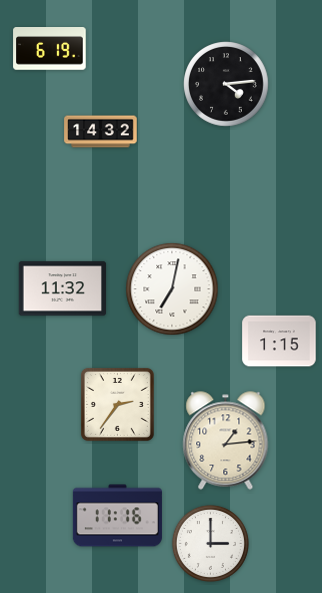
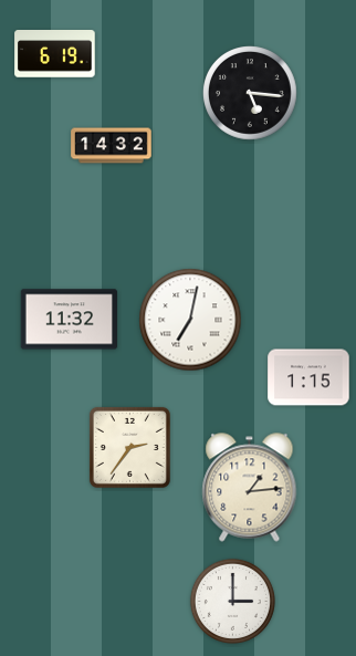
clock at (226, 84): 4:14 -> 5:16
clock at (117, 516): 11:16 -> none
